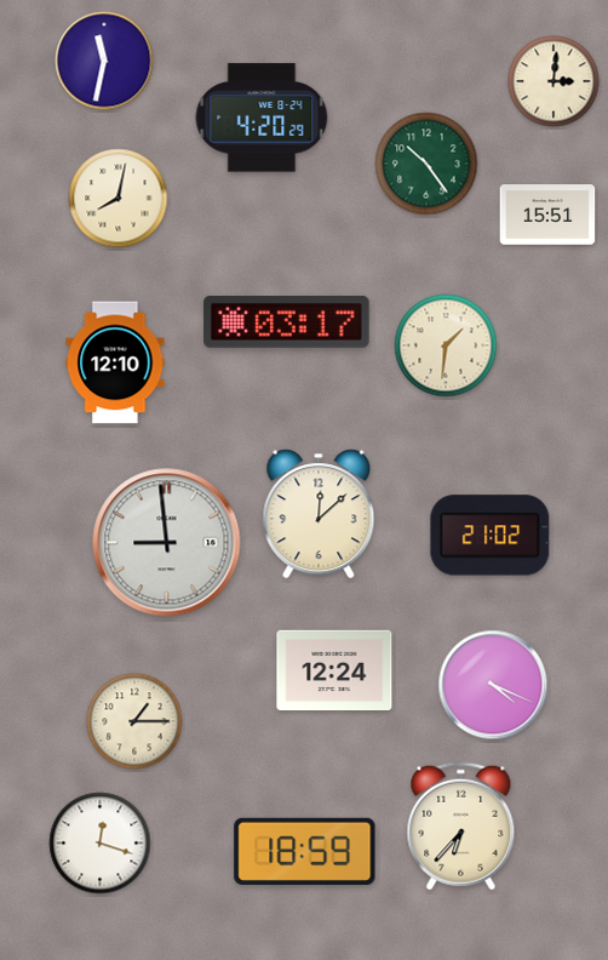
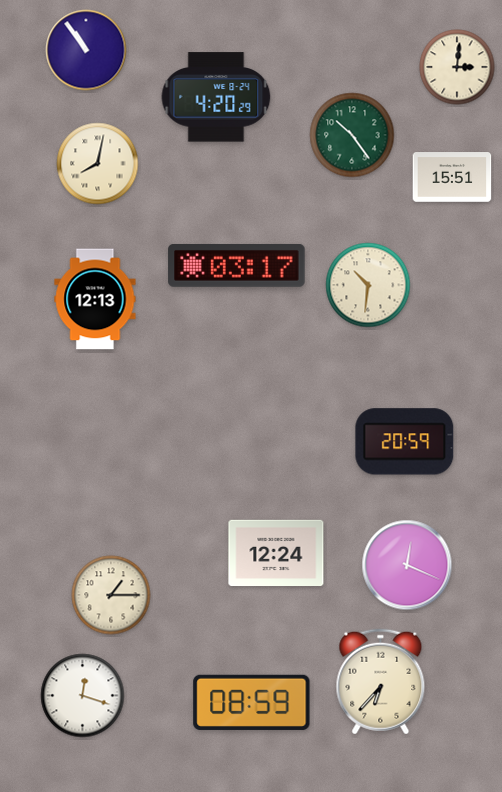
clock at (104, 61): 11:32 -> 10:54
clock at (446, 345): 1:31 -> 10:31
clock at (115, 362): 12:10 -> 12:13
clock at (319, 514): 12:08 -> none
clock at (491, 536): 21:02 -> 20:59
clock at (167, 543): 8:59 -> none
clock at (493, 685): 4:19 -> 12:19
clock at (305, 851): 18:59 -> 08:59
